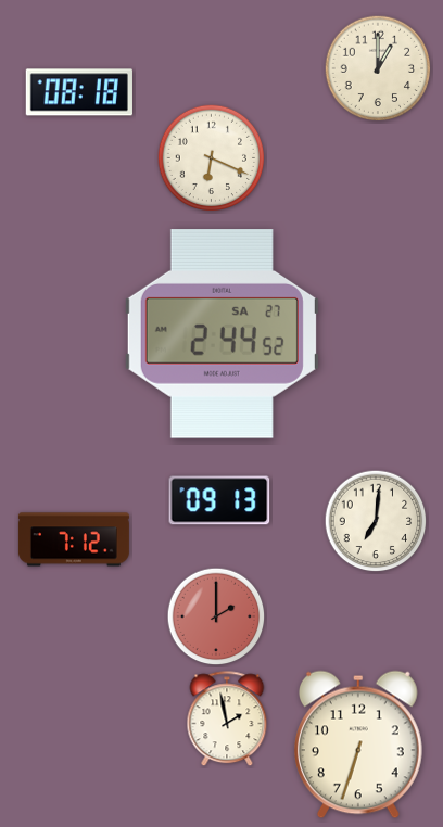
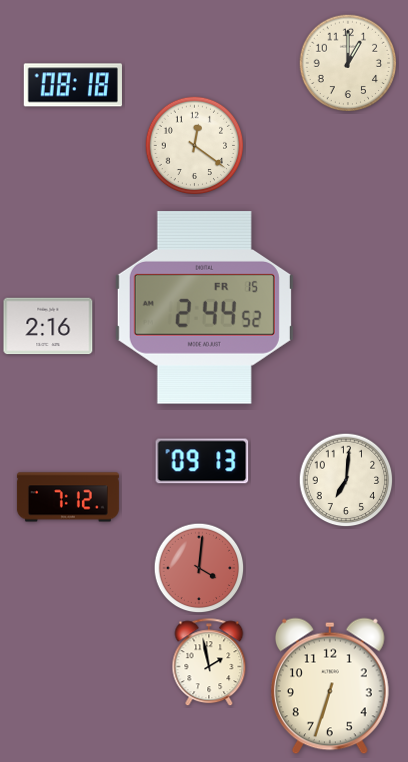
clock at (212, 158): 6:19 -> 12:21
clock at (221, 334) date: SA 27 -> FR 15
clock at (48, 326): none -> 2:16
clock at (216, 616): 2:00 -> 4:01
